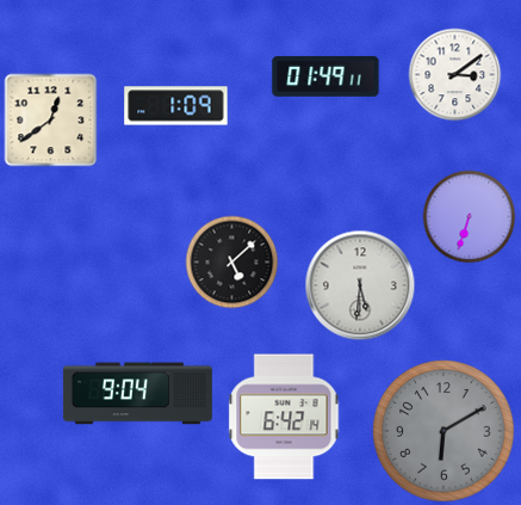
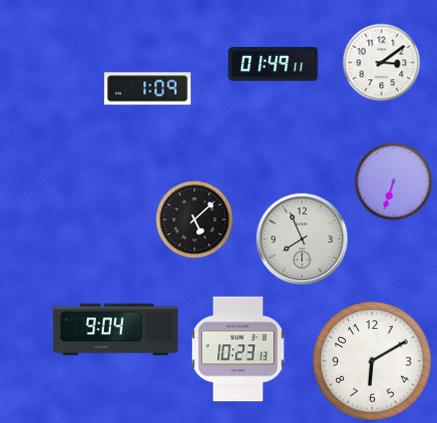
clock at (50, 119): 12:39 -> none
clock at (360, 285): 5:31 -> 7:56
clock at (284, 417): 6:42 -> 10:23
clock at (444, 431) dial: grey -> white
